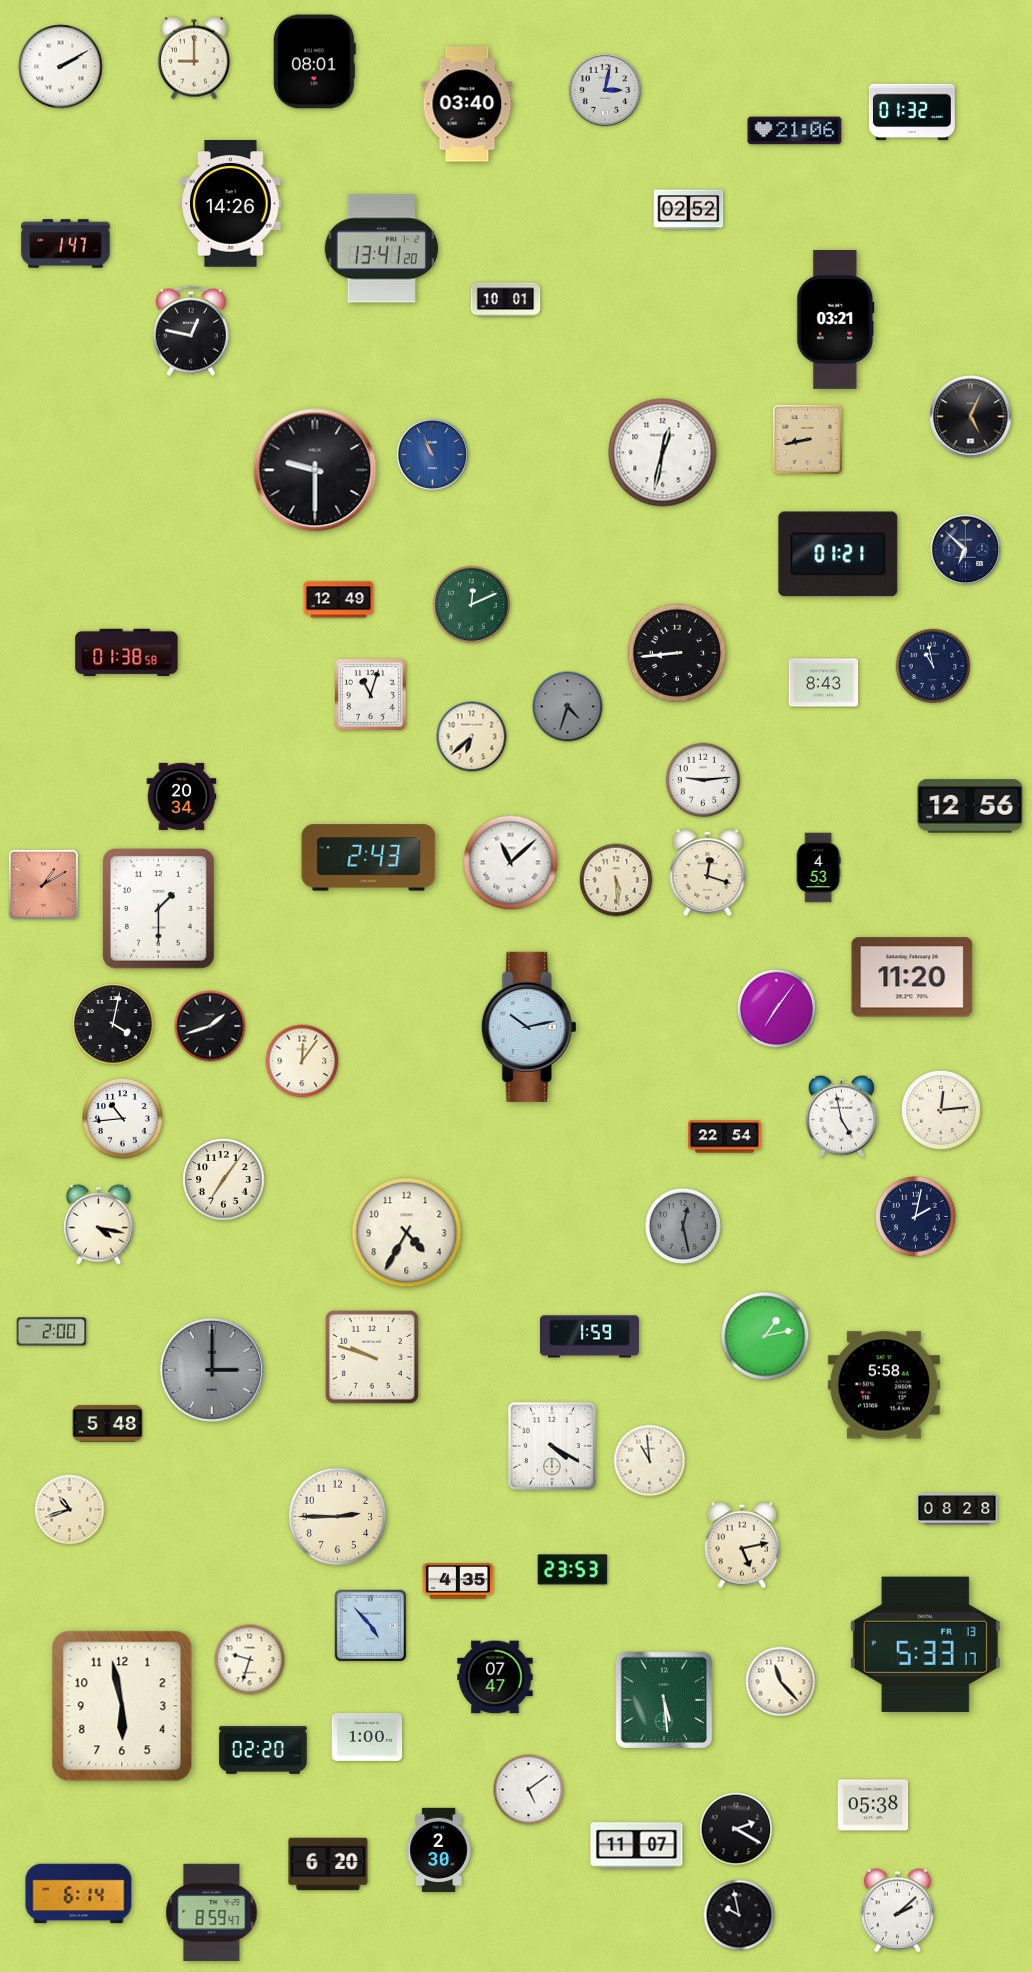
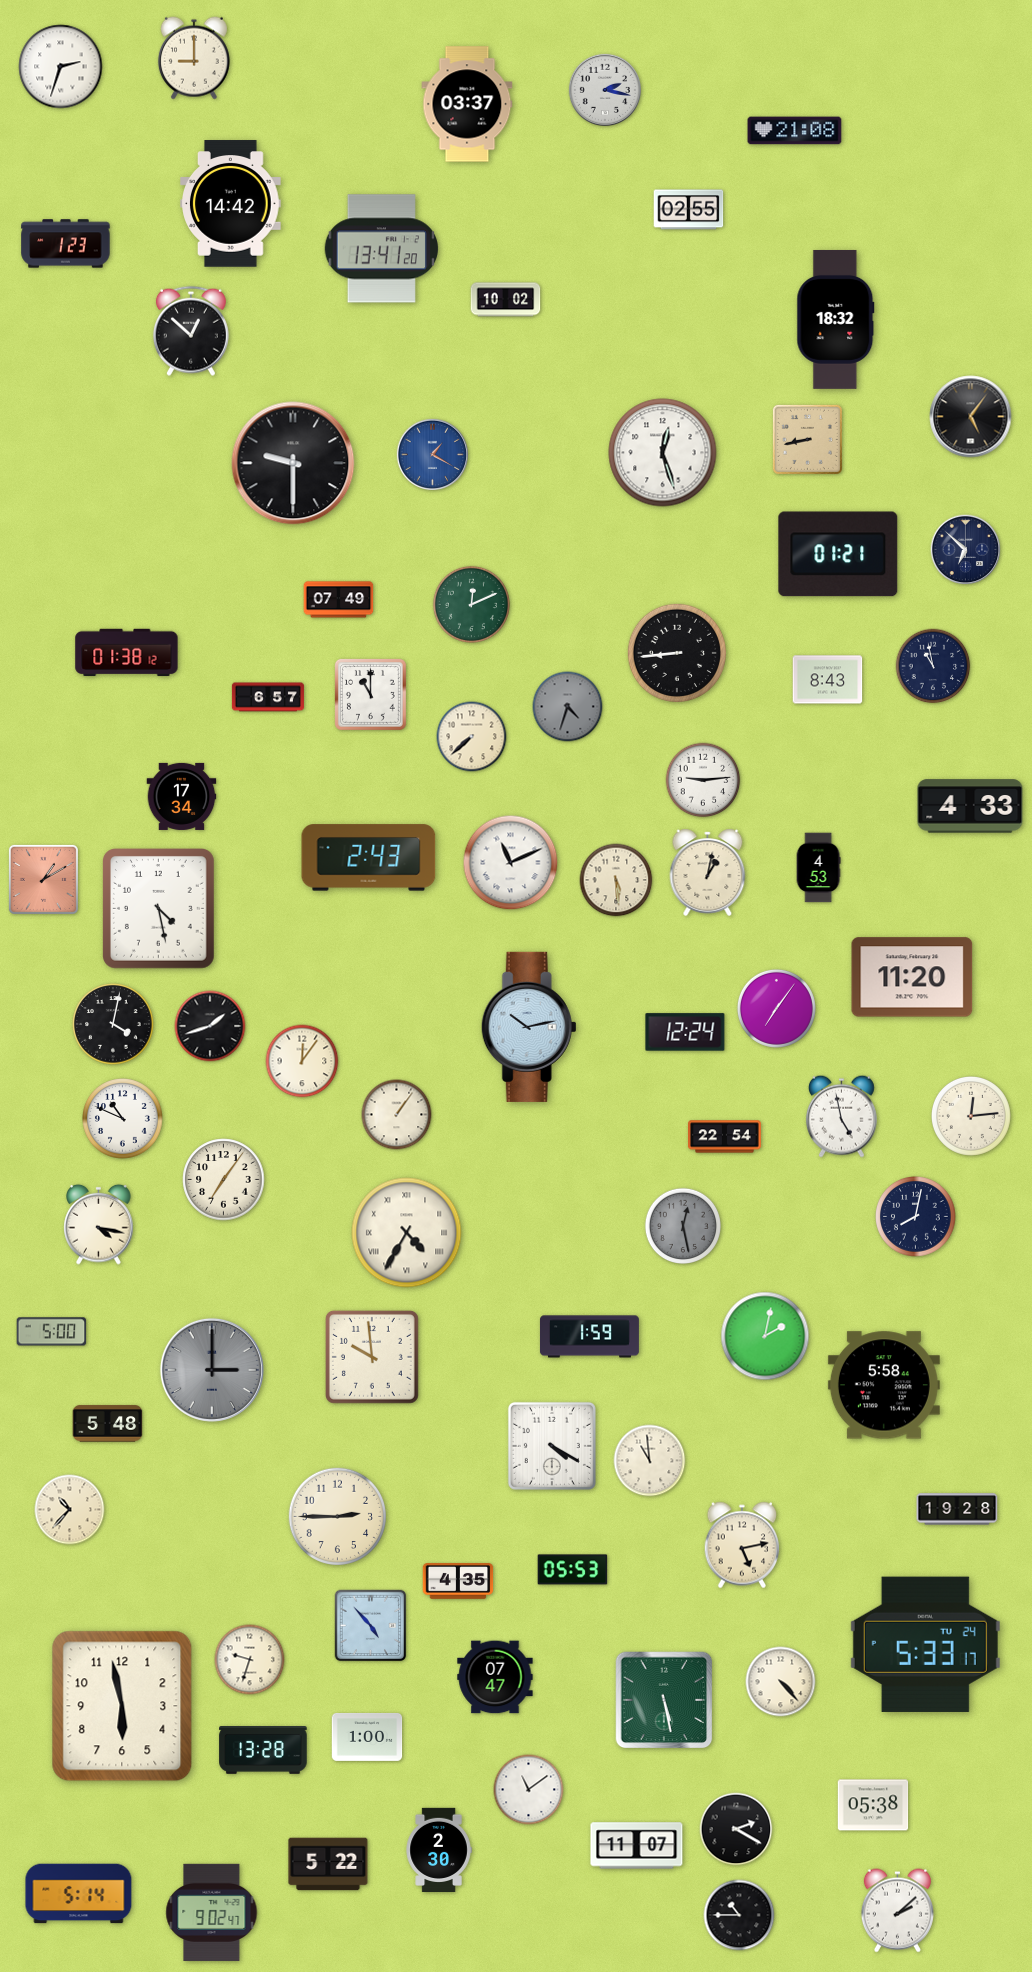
clock at (314, 62): 08:01 -> none
clock at (61, 67): 2:10 -> 2:33
clock at (605, 90): 3:02 -> 2:17
clock at (467, 104): 03:40 -> 03:37
clock at (912, 112): 01:32 -> none
clock at (795, 131): 21:06 -> 21:08
clock at (231, 204): 14:26 -> 14:42
clock at (689, 210): 02:52 -> 02:55
clock at (66, 244): 1:47 -> 1:23
clock at (506, 300): 10:01 -> 10:02
clock at (836, 319): 03:21 -> 18:32
clock at (191, 331): 12:47 -> 12:52
clock at (971, 417): 5:04 -> 5:06
clock at (663, 453): 12:32 -> 12:27
clock at (432, 454): 10:56 -> 1:20
clock at (315, 470) position: (315, 470) -> (293, 463)
clock at (339, 600): 12:49 -> 07:49
clock at (127, 653): 01:38:58 -> 01:38:12
clock at (824, 683) position: (824, 683) -> (828, 680)
clock at (370, 694): 11:03 -> 11:00
clock at (268, 697): none -> 6:57
clock at (472, 737): 6:38 -> 7:38
clock at (182, 796): 20:34 -> 17:34
clock at (970, 806): 12:56 -> 4:33
clock at (511, 863): 11:08 -> 11:11
clock at (708, 872): 12:18 -> 1:02
clock at (43, 884) position: (43, 884) -> (43, 879)
clock at (158, 909): 1:30 -> 4:28
clock at (685, 1032): none -> 12:24
clock at (941, 1110) position: (941, 1110) -> (971, 1116)
clock at (397, 1115): none -> 1:06
clock at (123, 1119): 10:44 -> 10:49
clock at (916, 1217): 2:02 -> 8:02
clock at (407, 1233) numerals: Arabic -> Roman
clock at (52, 1332): 2:00 -> 5:00
clock at (765, 1336): 1:13 -> 2:02
clock at (372, 1357): 9:48 -> 9:59
clock at (957, 1509): 08:28 -> 19:28
clock at (70, 1510): 10:42 -> 10:37
clock at (573, 1570): 23:53 -> 05:53
clock at (925, 1644) date: FR 13 -> TU 24
clock at (781, 1682): 11:23 -> 4:23
clock at (664, 1700): 5:29 -> 5:28
clock at (263, 1751): 02:20 -> 13:28
clock at (529, 1790): 5:09 -> 11:09
clock at (328, 1864): 6:20 -> 5:22
clock at (79, 1894): 6:14 -> 5:14
clock at (212, 1912): 8:59 -> 9:02
clock at (739, 1915): 9:58 -> 10:45
